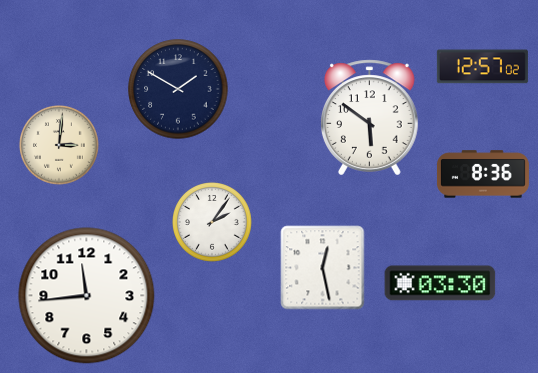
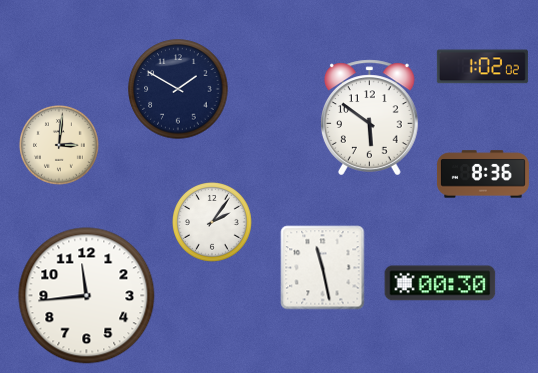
clock at (482, 67): 12:57 -> 1:02
clock at (323, 268): 12:28 -> 11:28
clock at (440, 283): 03:30 -> 00:30
